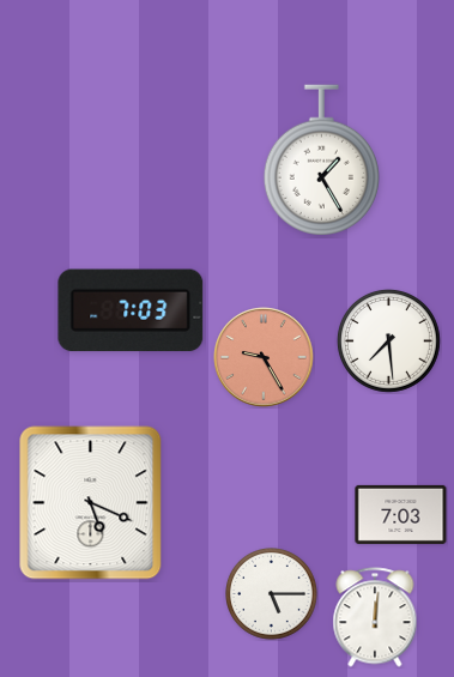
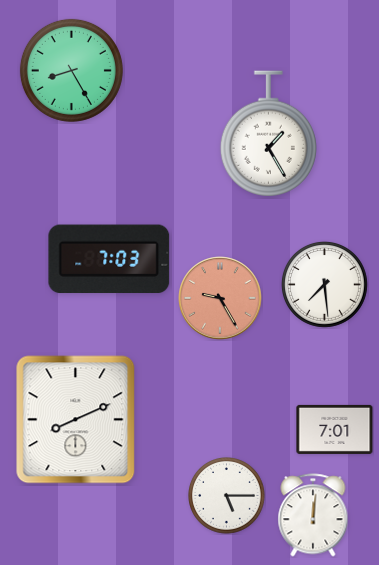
clock at (71, 70): none -> 8:25
clock at (91, 503): 5:19 -> 8:11
clock at (401, 514): 7:03 -> 7:01
